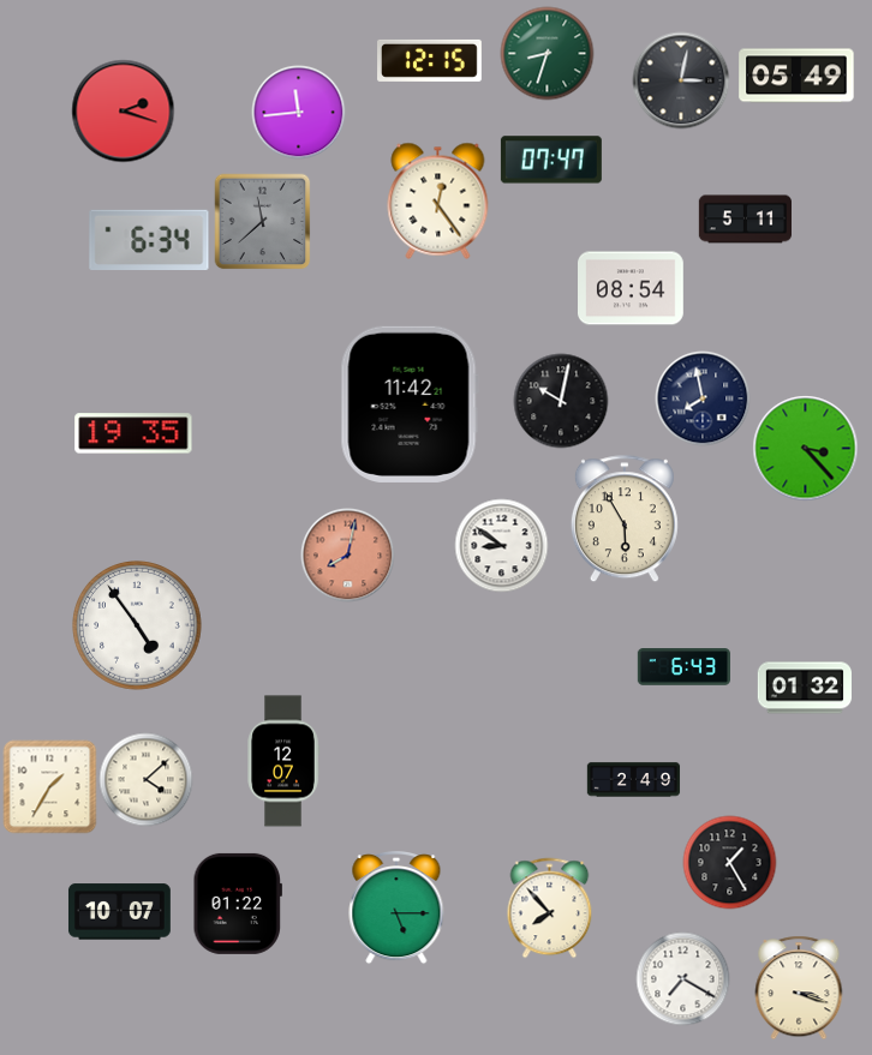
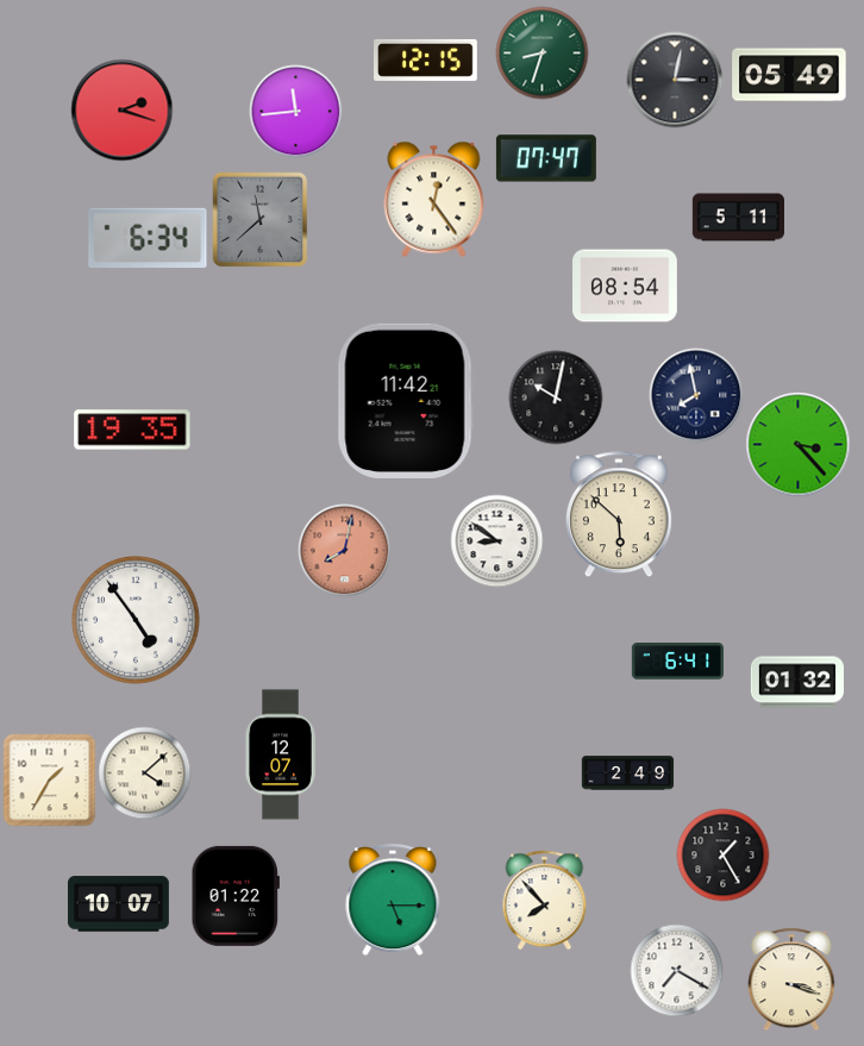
clock at (625, 518): 5:55 -> 5:52
clock at (683, 667): 6:43 -> 6:41
